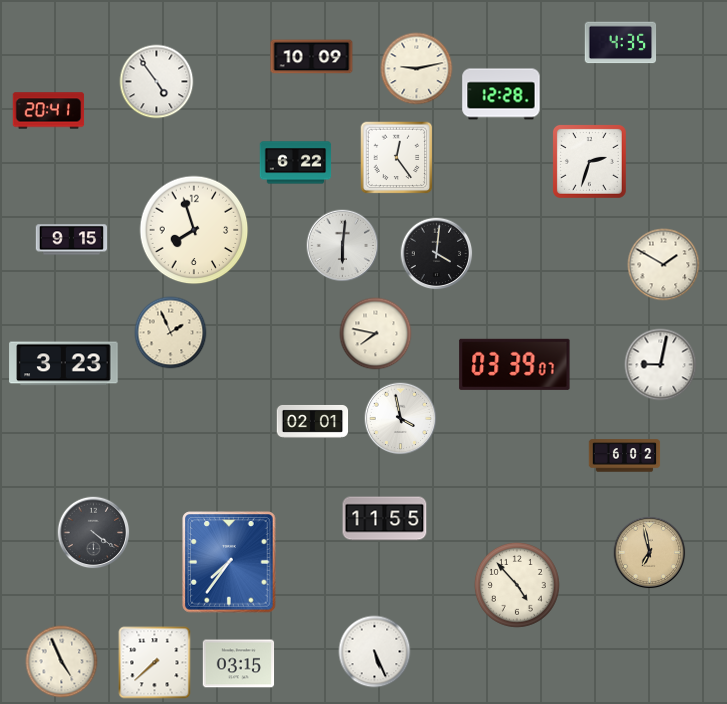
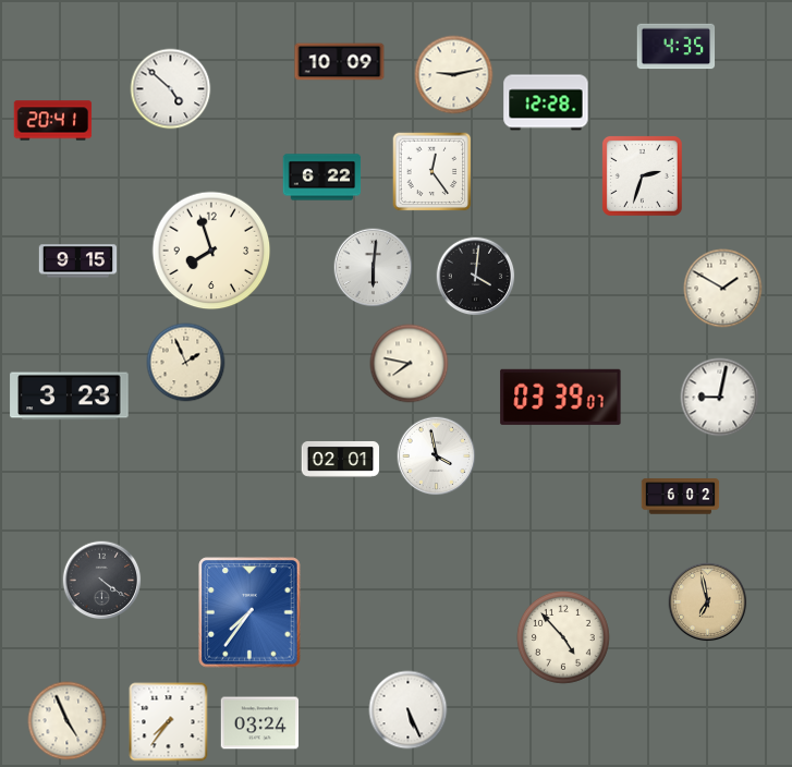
clock at (157, 82): 4:54 -> 4:52
clock at (385, 519): 11:55 -> none
clock at (155, 663): 7:38 -> 7:36
clock at (239, 664): 03:15 -> 03:24
